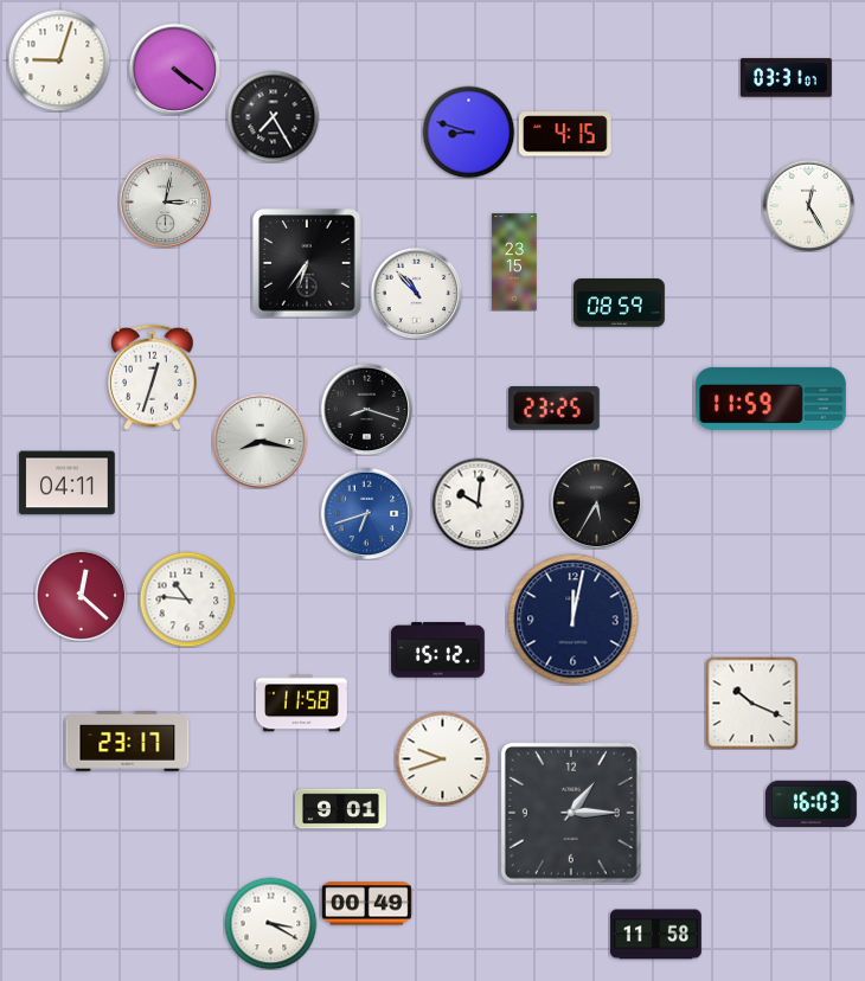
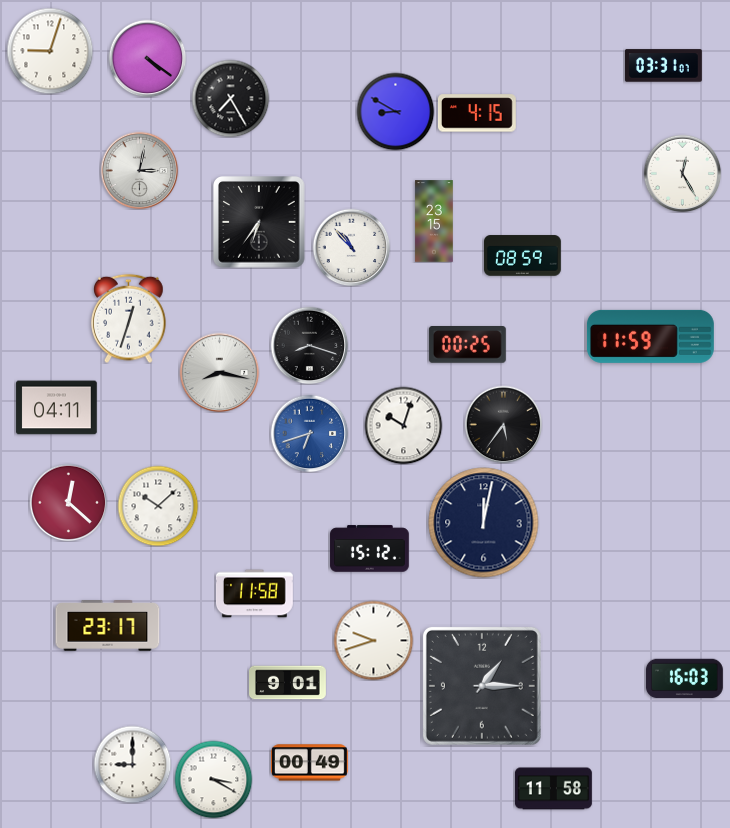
clock at (468, 132): 8:48 -> 8:50
clock at (553, 409): 23:25 -> 00:25
clock at (596, 502): 5:35 -> 5:36
clock at (478, 504): 10:01 -> 10:03
clock at (187, 599): 10:46 -> 10:08
clock at (751, 703): 10:19 -> none
clock at (132, 764): none -> 9:00
clock at (270, 923) position: (270, 923) -> (213, 779)
